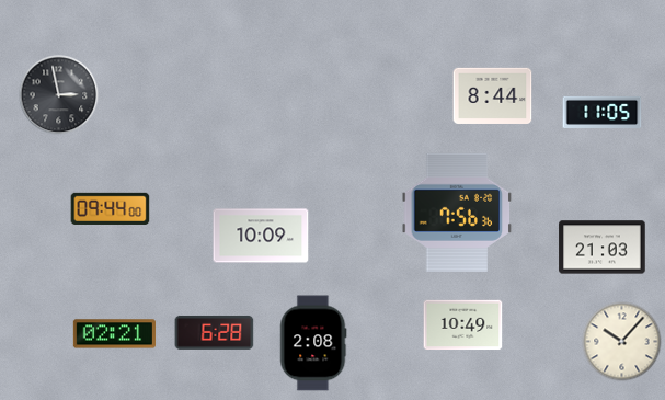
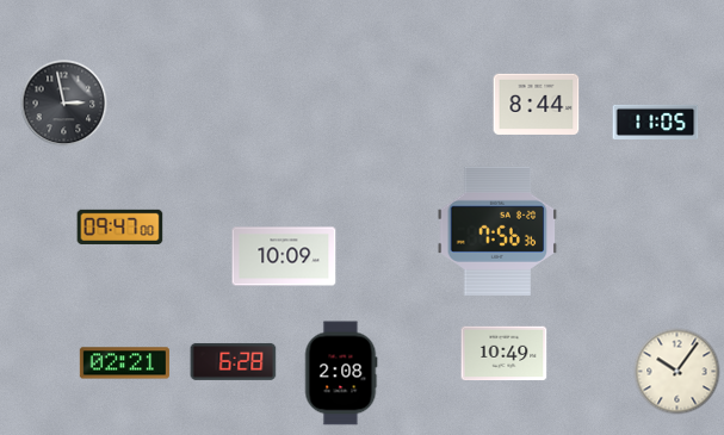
clock at (111, 208): 09:44 -> 09:47
clock at (603, 248): 21:03 -> none
clock at (622, 342): 10:07 -> 10:06
